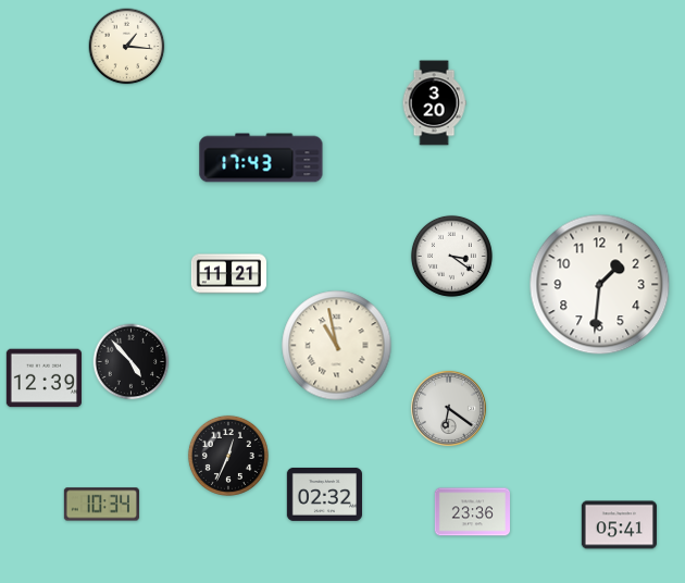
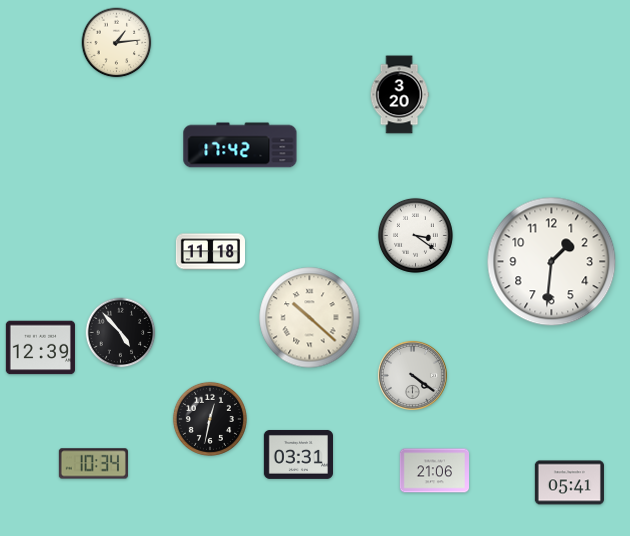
clock at (127, 47): 1:16 -> 1:14
clock at (261, 158): 17:43 -> 17:42
clock at (228, 274): 11:21 -> 11:18
clock at (337, 346): 10:58 -> 10:22
clock at (448, 408): 6:21 -> 4:21
clock at (228, 456): 12:34 -> 12:32
clock at (324, 494): 02:32 -> 03:31
clock at (472, 512): 23:36 -> 21:06
